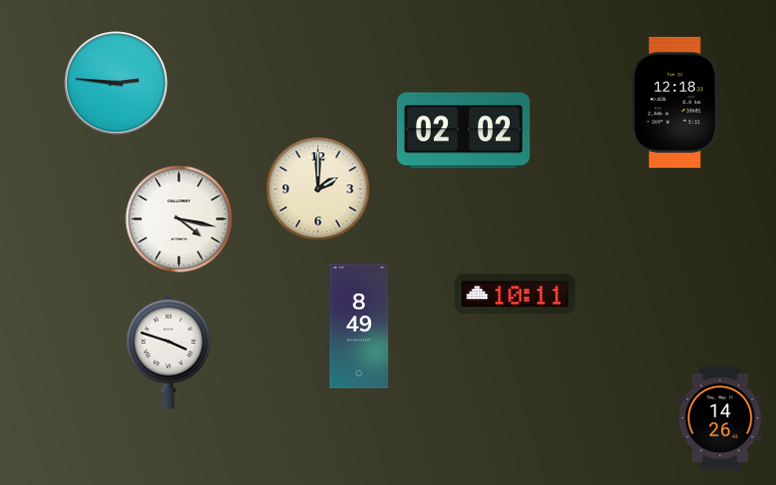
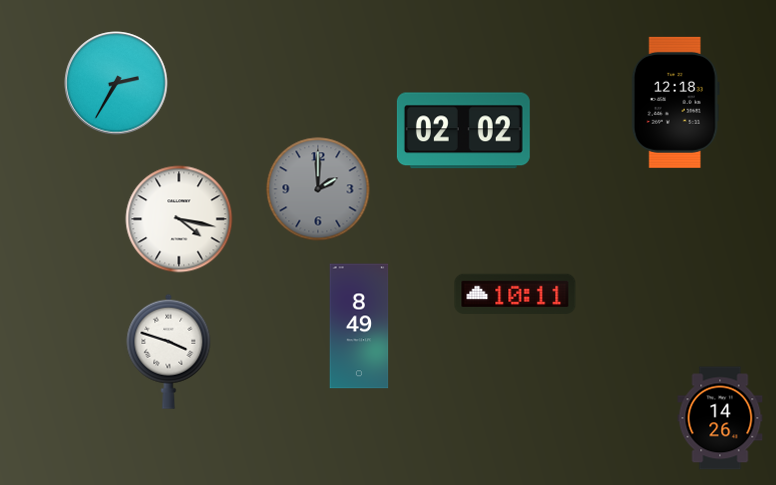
clock at (116, 83): 2:46 -> 2:35
clock at (318, 189) dial: cream -> grey
